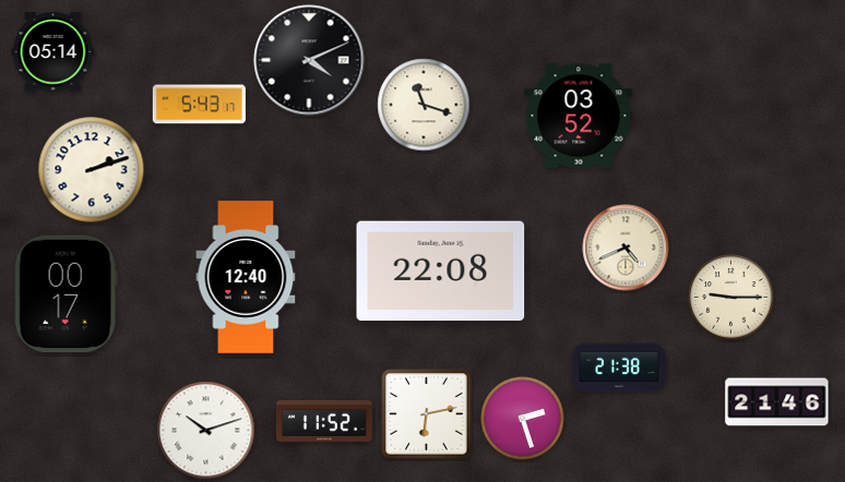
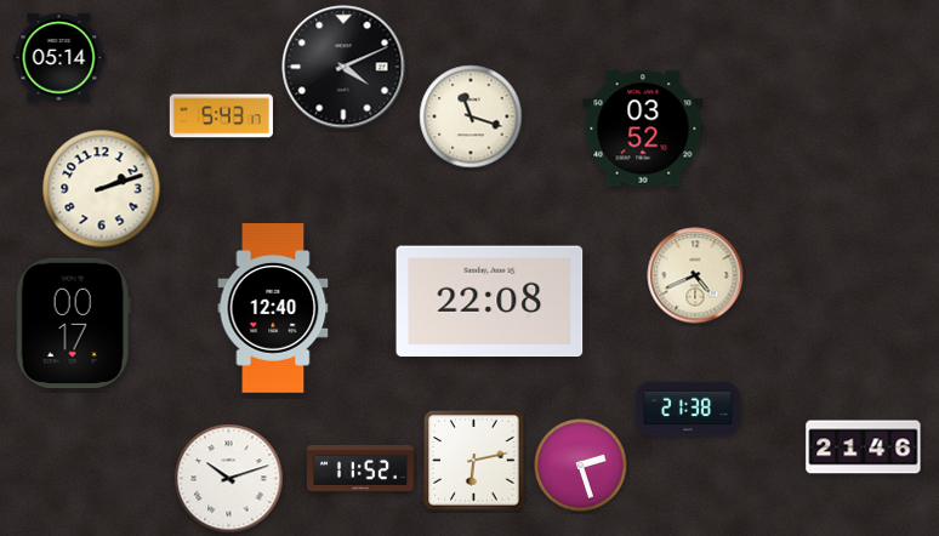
clock at (66, 294) position: (66, 294) -> (73, 324)
clock at (731, 298): 9:15 -> none
